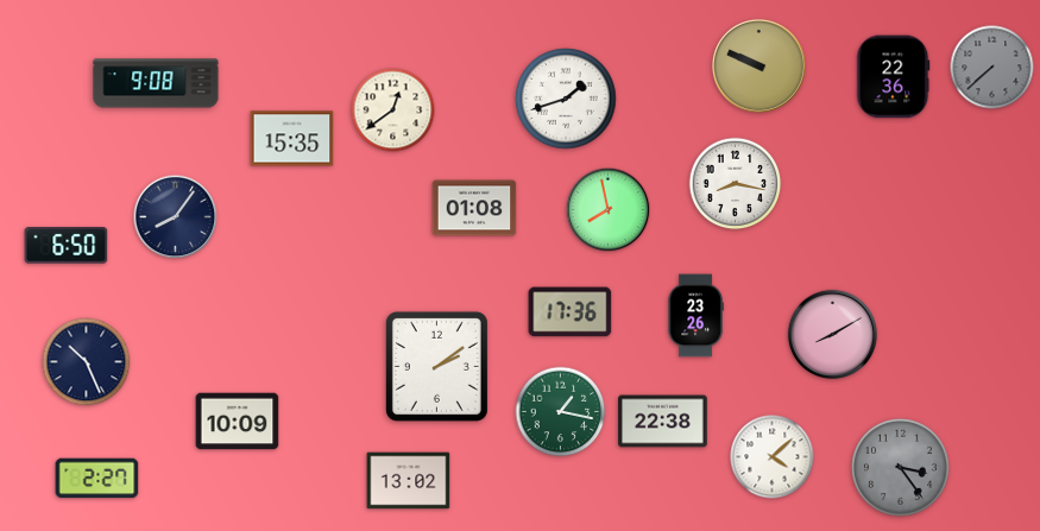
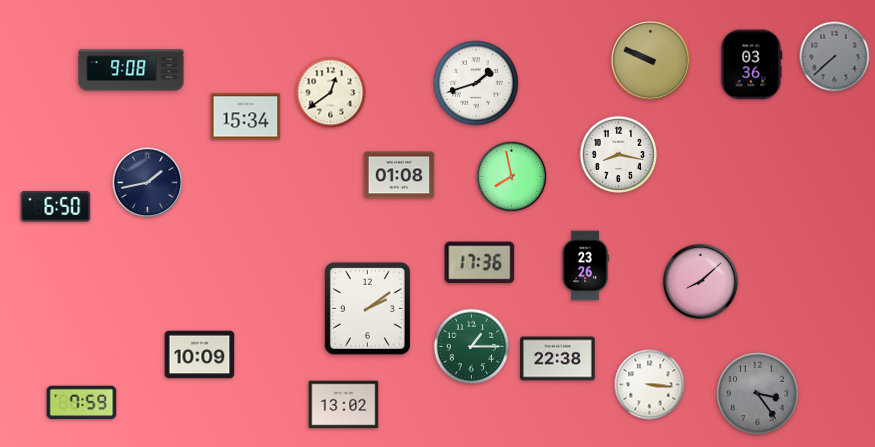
clock at (758, 65) position: (758, 65) -> (650, 60)
clock at (894, 77): 22:36 -> 03:36
clock at (292, 139): 15:35 -> 15:34
clock at (176, 217): 8:06 -> 1:43
clock at (832, 334): 8:10 -> 8:08
clock at (87, 362): 10:26 -> none
clock at (561, 412): 1:17 -> 1:15
clock at (663, 422) position: (663, 422) -> (558, 359)
clock at (773, 457): 4:08 -> 3:16
clock at (97, 479): 2:27 -> 7:59
